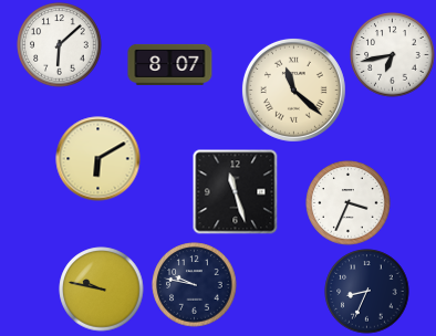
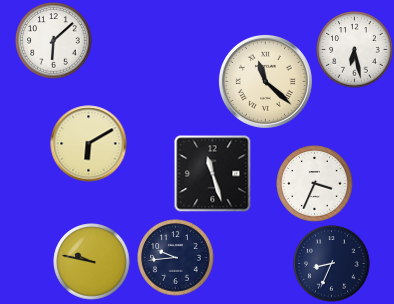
clock at (393, 55): 6:43 -> 6:28
clock at (170, 64): 8:07 -> none
clock at (195, 285): 9:47 -> 9:44
